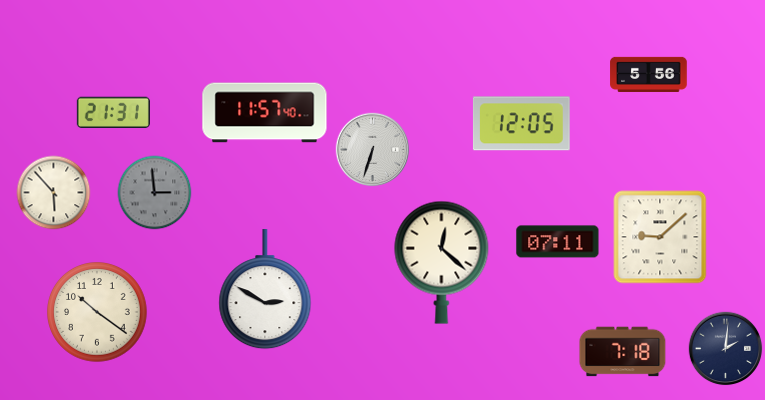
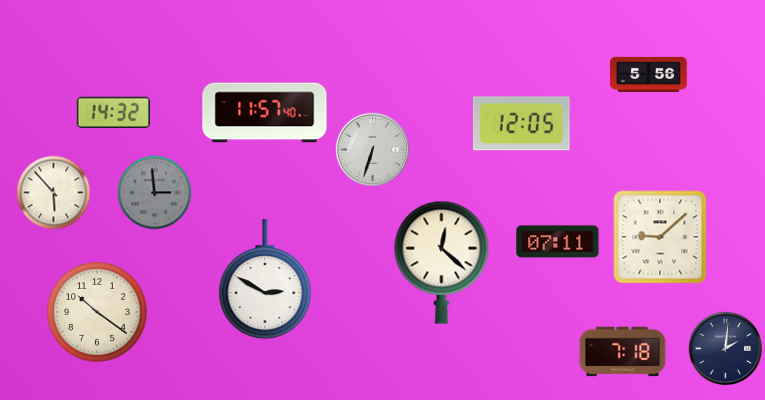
clock at (113, 112): 21:31 -> 14:32
clock at (265, 290) position: (265, 290) -> (265, 280)
